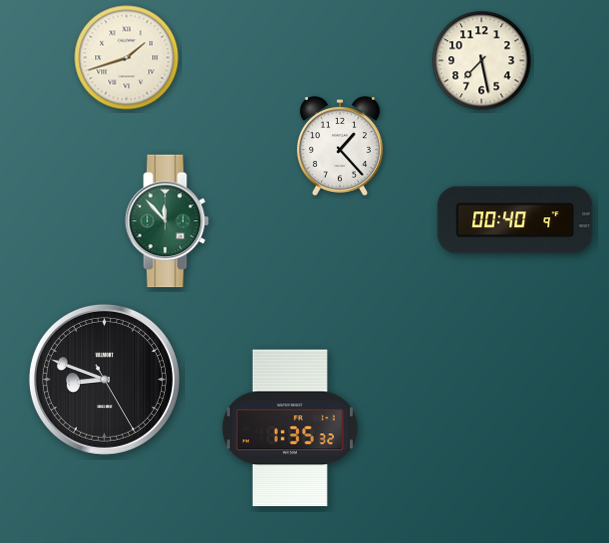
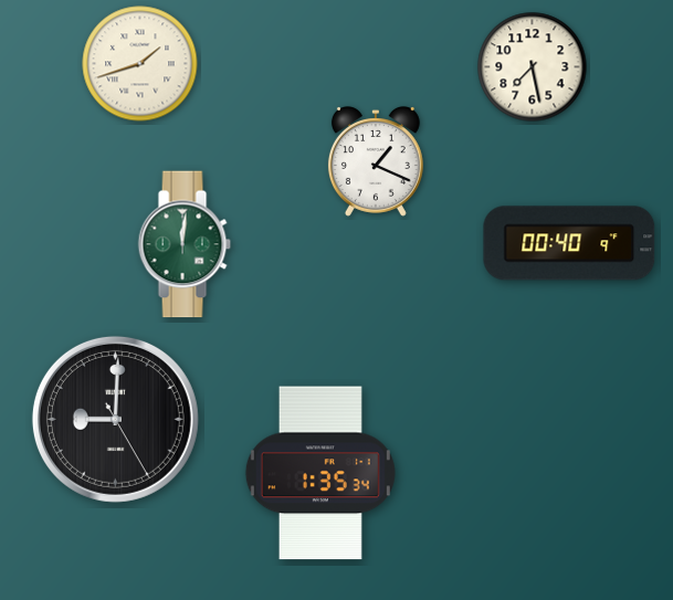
clock at (340, 147): 1:23 -> 1:19
clock at (167, 221): 11:53 -> 12:01
clock at (104, 379): 8:48 -> 9:00
clock at (290, 428): 1:35:32 -> 1:35:34
